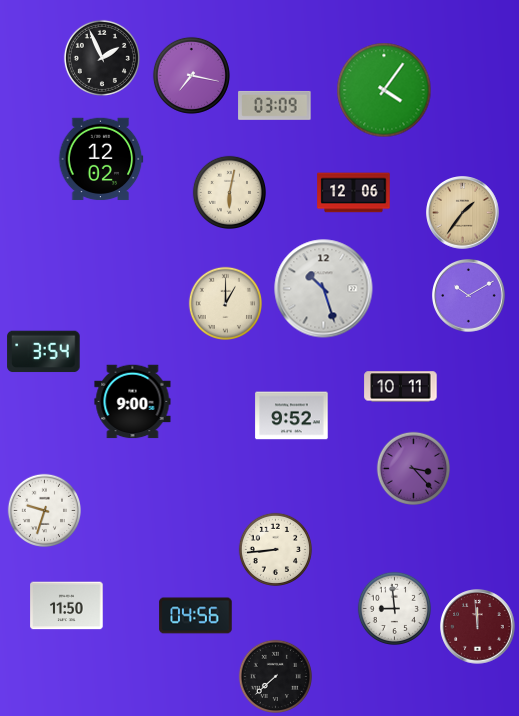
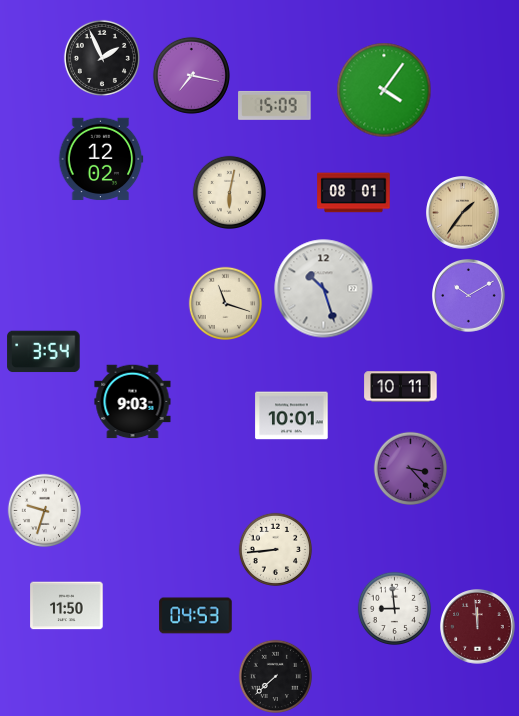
clock at (275, 105): 03:09 -> 15:09
clock at (354, 193): 12:06 -> 08:01
clock at (225, 303): 1:00 -> 11:18
clock at (133, 402): 9:00 -> 9:03
clock at (292, 416): 9:52 -> 10:01
clock at (413, 468) position: (413, 468) -> (410, 468)
clock at (196, 616): 04:56 -> 04:53
